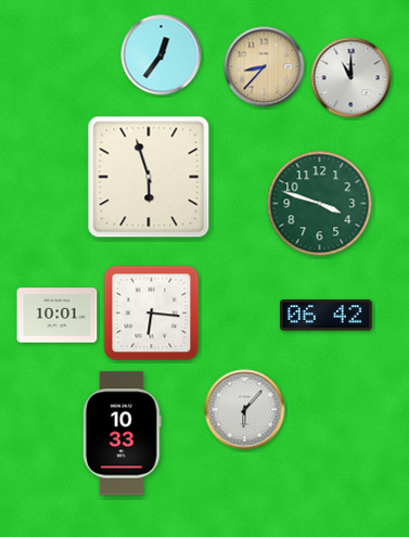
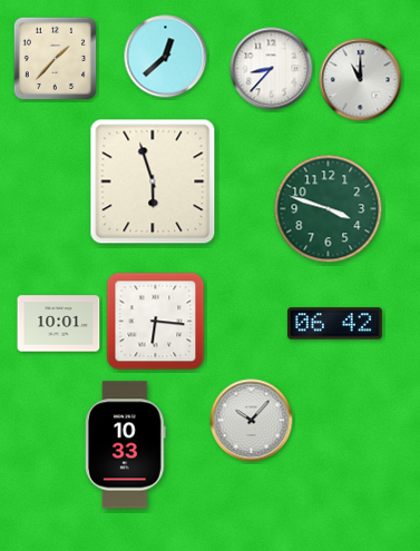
clock at (162, 55): 12:36 -> 12:38
clock at (56, 59): none -> 1:37
clock at (265, 67) dial: champagne -> white
clock at (245, 410): 6:07 -> 10:07
